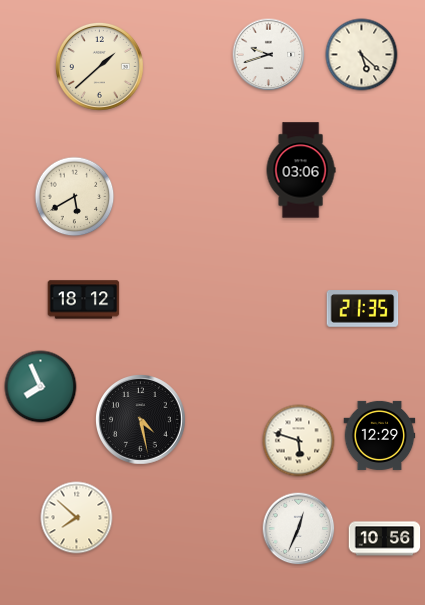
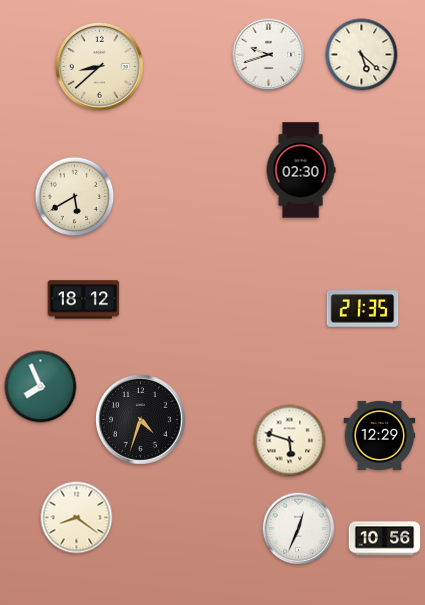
clock at (99, 66): 1:38 -> 8:38
clock at (301, 170): 03:06 -> 02:30
clock at (141, 420): 4:28 -> 4:33
clock at (299, 441) position: (299, 441) -> (290, 441)
clock at (77, 518): 7:52 -> 8:21
